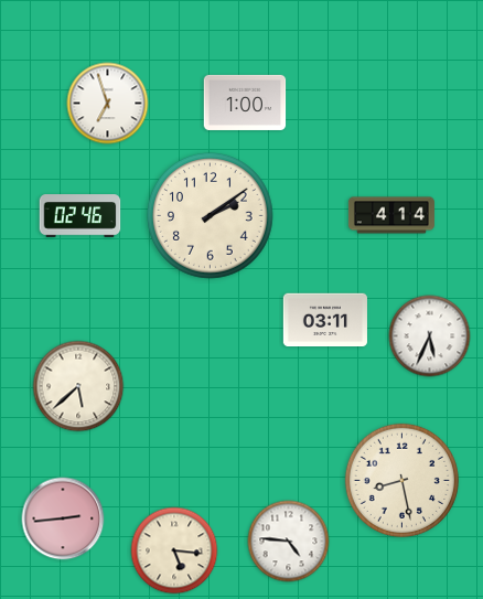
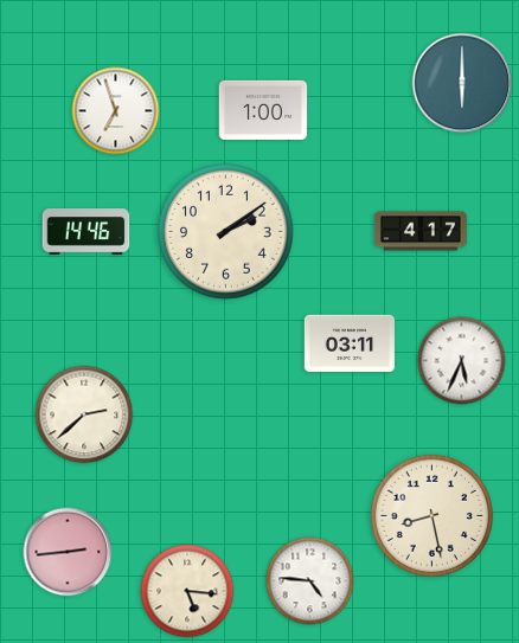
clock at (462, 83): none -> 6:00
clock at (391, 215): 4:14 -> 4:17
clock at (80, 216): 02:46 -> 14:46
clock at (78, 386): 5:38 -> 2:38
clock at (63, 518) position: (63, 518) -> (68, 552)
